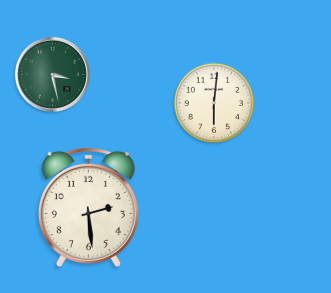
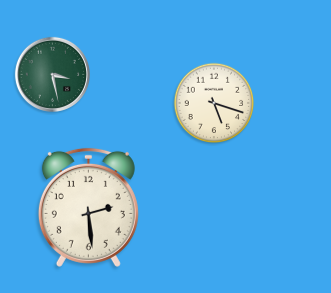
clock at (214, 103): 6:01 -> 5:18
